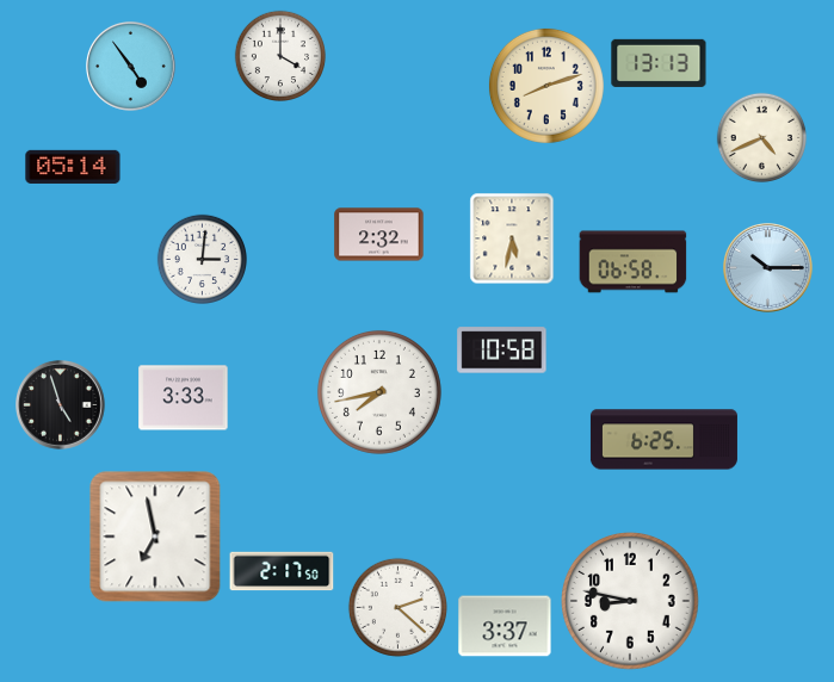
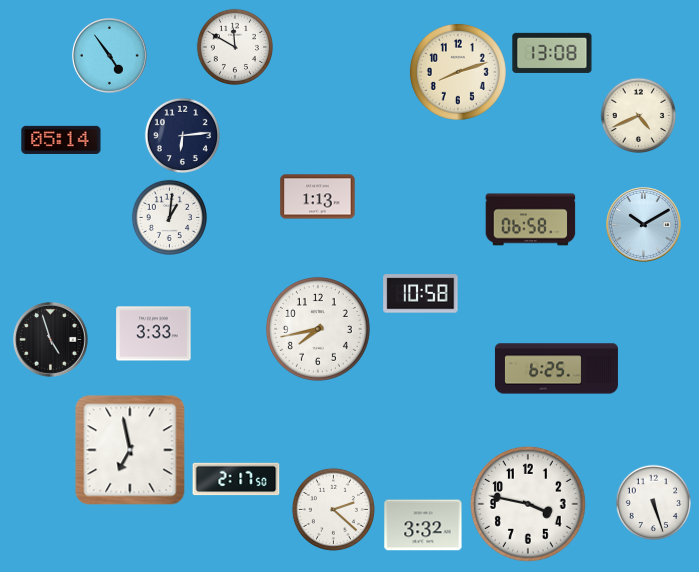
clock at (279, 55): 4:00 -> 11:50
clock at (659, 63): 13:13 -> 13:08
clock at (182, 135): none -> 6:14
clock at (379, 235): 2:32 -> 1:13
clock at (512, 238): 5:32 -> none
clock at (202, 259): 3:01 -> 1:01
clock at (768, 268): 10:15 -> 10:10
clock at (653, 502): none -> 5:27
clock at (631, 602): 8:47 -> 3:47
clock at (505, 626): 3:37 -> 3:32
